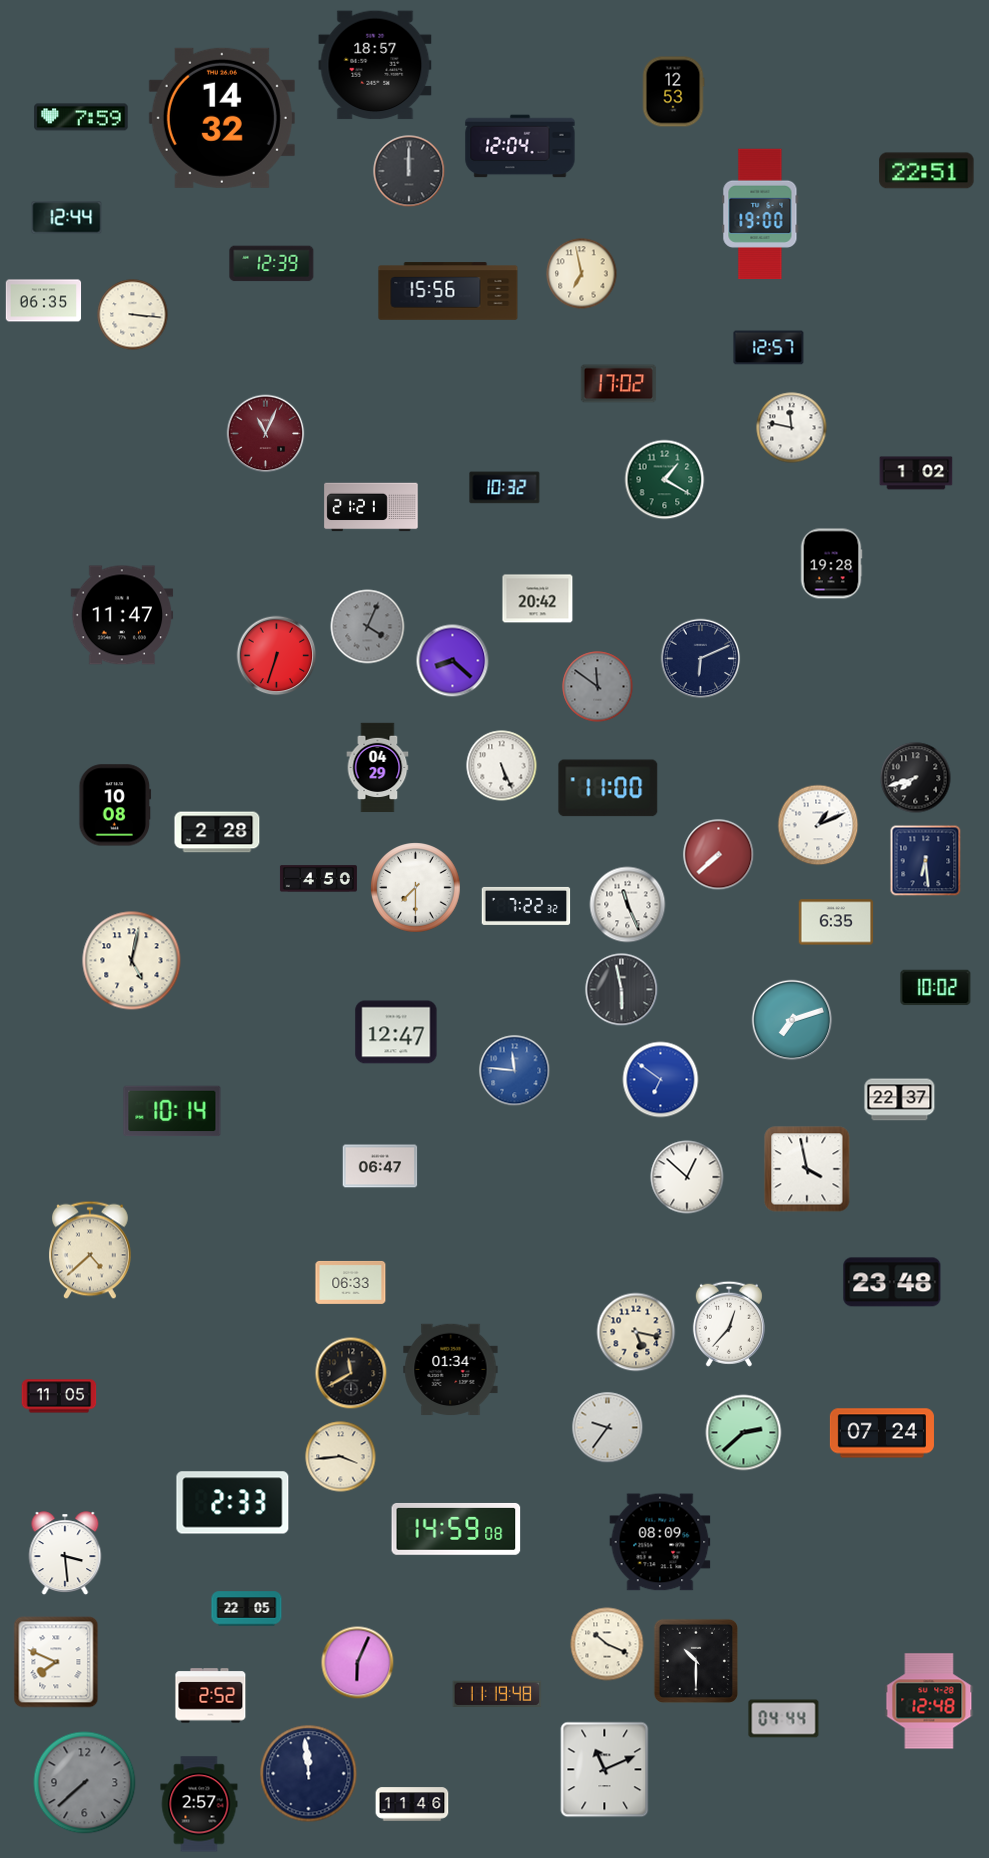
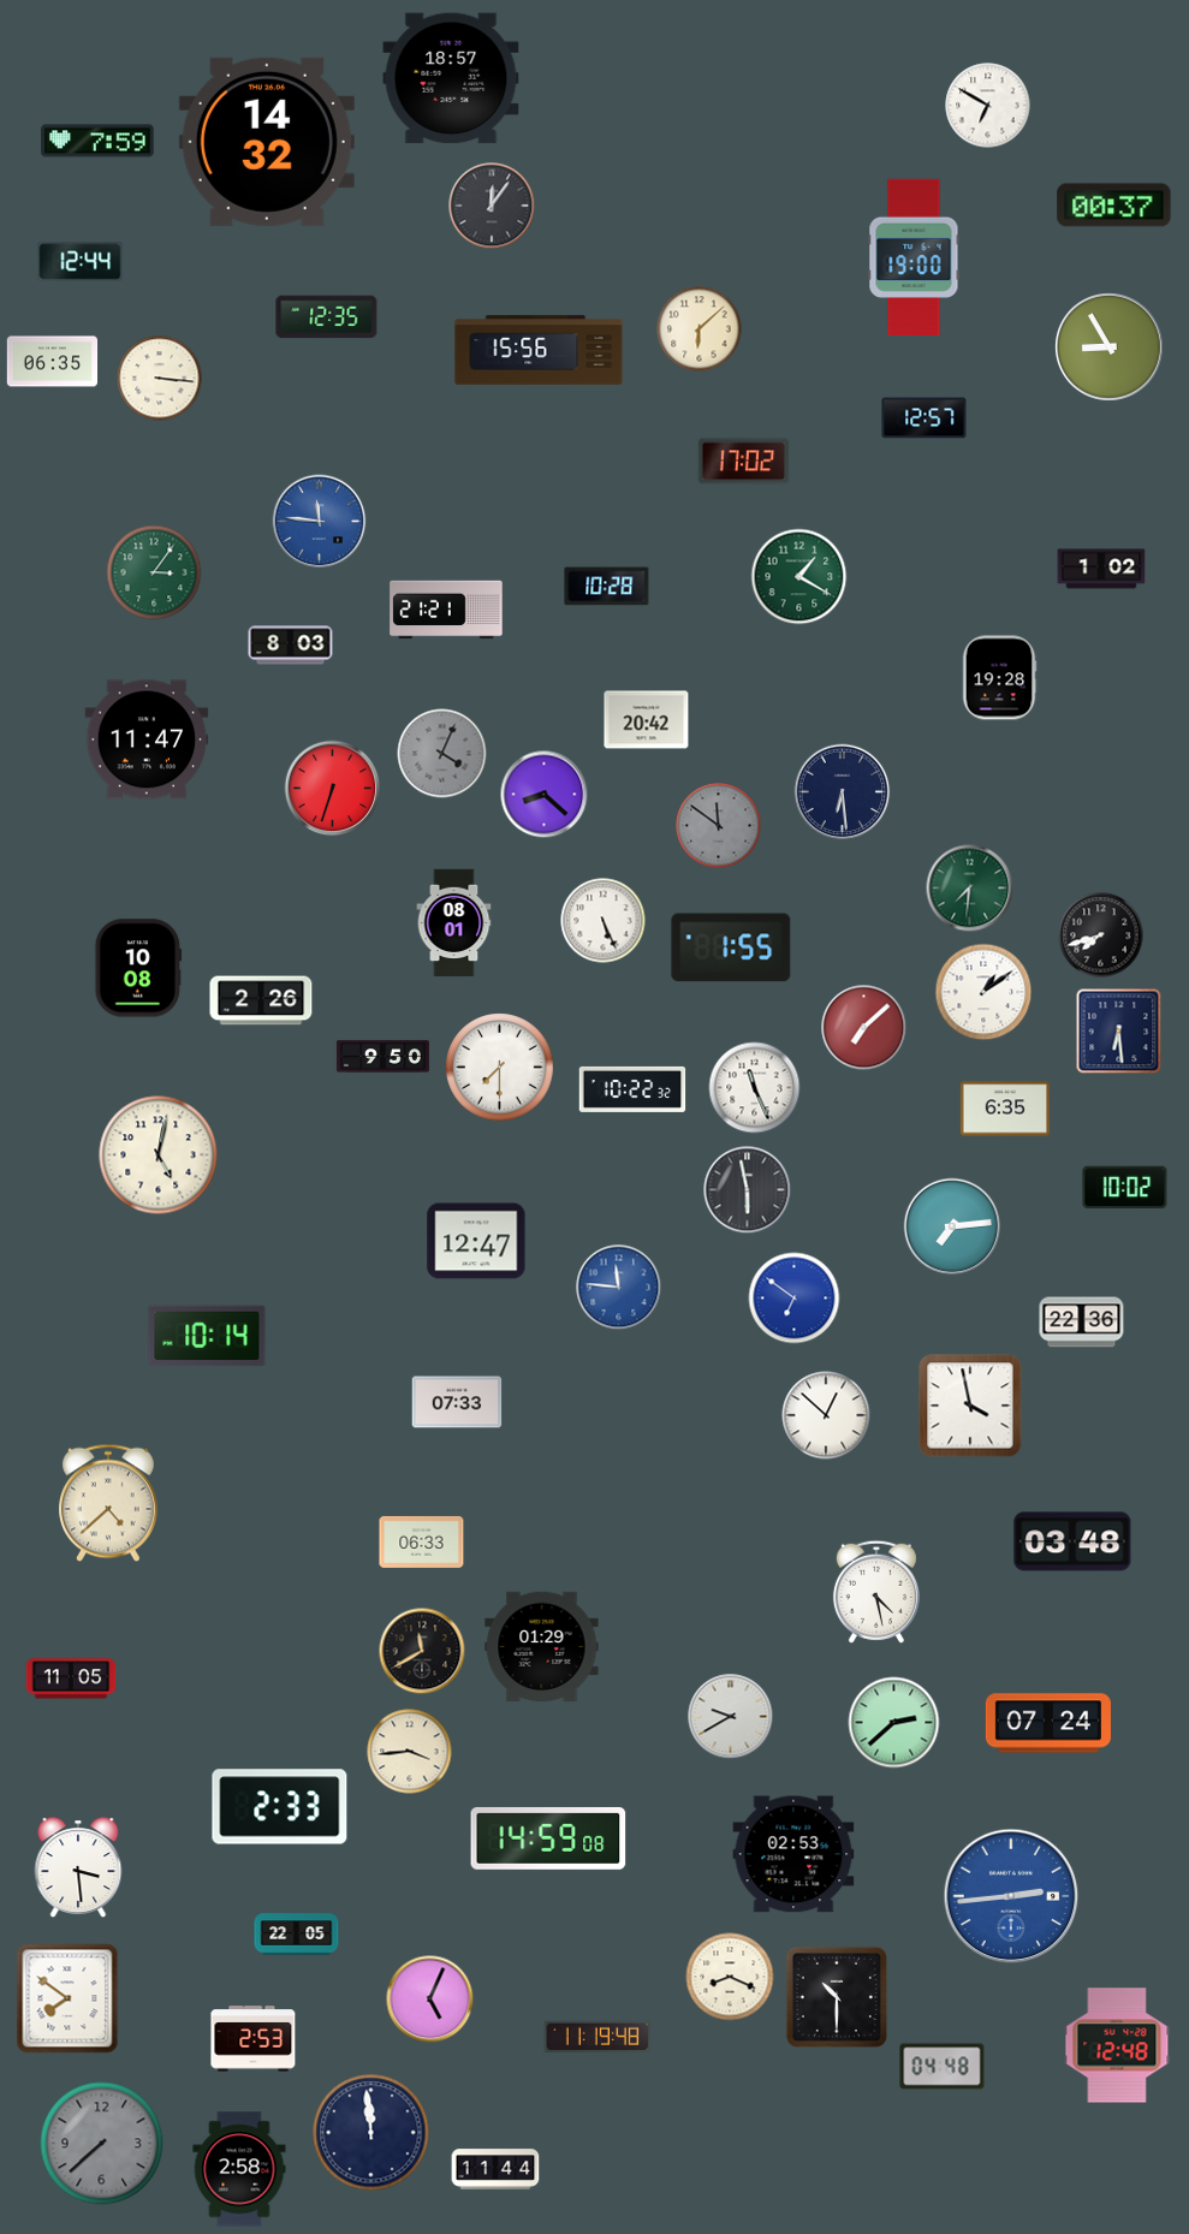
clock at (988, 106): none -> 6:50
clock at (673, 92): 12:53 -> none
clock at (520, 146): 12:04 -> none
clock at (409, 171): 12:00 -> 12:06
clock at (927, 171): 22:51 -> 00:37
clock at (272, 264): 12:39 -> 12:35
clock at (582, 274): 6:58 -> 6:08
clock at (1110, 347): none -> 8:55
clock at (792, 428): 11:47 -> none
clock at (266, 434): 11:04 -> 11:46
clock at (266, 434) dial: burgundy -> blue
clock at (154, 572): none -> 3:06
clock at (505, 488): 10:32 -> 10:28
clock at (291, 646): none -> 8:03
clock at (701, 659): 6:11 -> 6:29
clock at (970, 889): none -> 7:31
clock at (378, 768): 04:29 -> 08:01
clock at (608, 788): 11:00 -> 1:55
clock at (818, 825): 1:11 -> 1:09
clock at (217, 832): 2:28 -> 2:26
clock at (719, 855): 7:38 -> 7:08
clock at (926, 861) position: (926, 861) -> (1119, 1032)
clock at (318, 879): 4:50 -> 9:50
clock at (526, 906): 7:22 -> 10:22
clock at (792, 1020): 7:12 -> 7:14
clock at (900, 1100): 22:37 -> 22:36
clock at (380, 1166): 06:47 -> 07:33
clock at (892, 1282): 23:48 -> 03:48
clock at (729, 1324): 12:37 -> 4:28
clock at (636, 1332): 5:17 -> none
clock at (451, 1370): 01:34 -> 01:29
clock at (608, 1428): 9:36 -> 9:40
clock at (882, 1433) position: (882, 1433) -> (1048, 1723)
clock at (660, 1542): 08:09 -> 02:53
clock at (1011, 1896): none -> 2:44
clock at (607, 1644): 10:19 -> 8:19
clock at (56, 1662): 7:49 -> 7:51
clock at (358, 1663): 6:04 -> 5:04
clock at (211, 1696): 2:52 -> 2:53
clock at (784, 1719): 04:44 -> 04:48
clock at (605, 1770): 11:11 -> none
clock at (199, 1804): 2:57 -> 2:58
clock at (412, 1804): 11:46 -> 11:44
